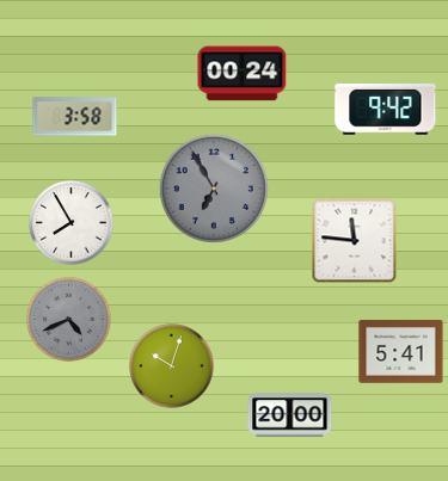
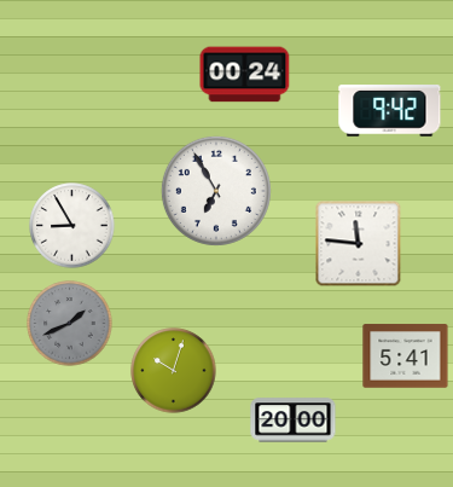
clock at (75, 117): 3:58 -> none
clock at (214, 189) dial: grey -> white
clock at (72, 223): 7:55 -> 8:55
clock at (69, 320): 4:41 -> 1:41
